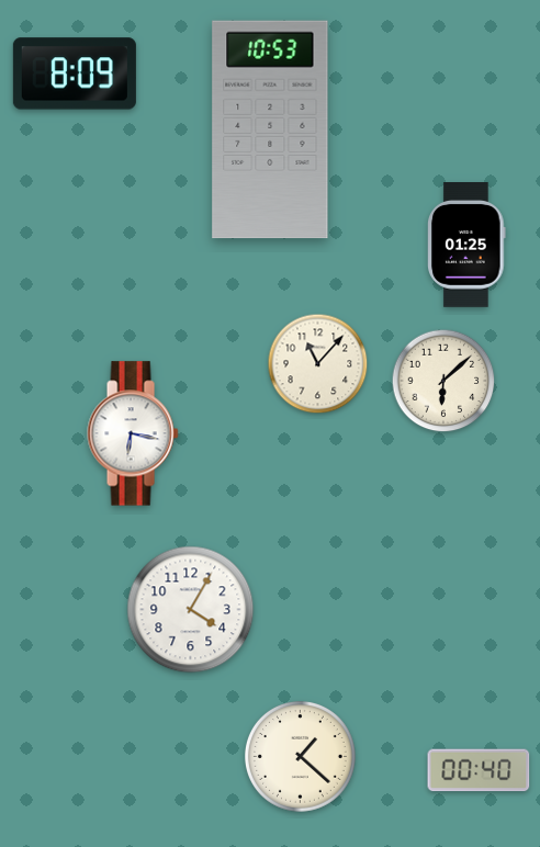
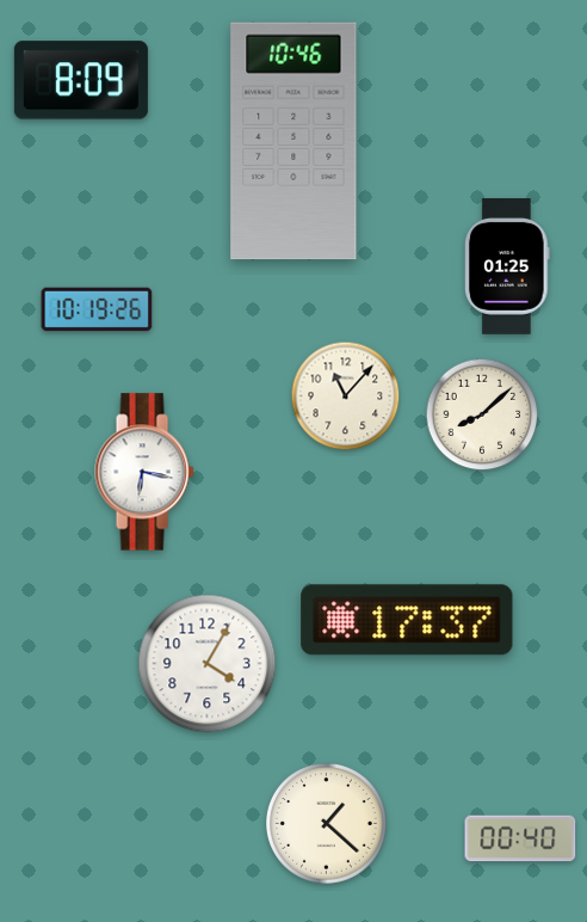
clock at (270, 129): 10:53 -> 10:46
clock at (97, 309): none -> 10:19
clock at (443, 381): 6:08 -> 8:08
clock at (407, 620): none -> 17:37
